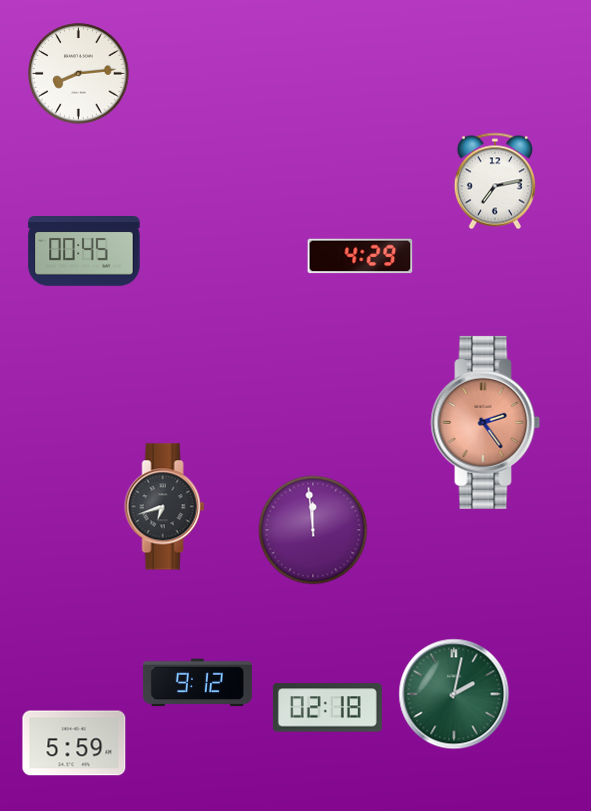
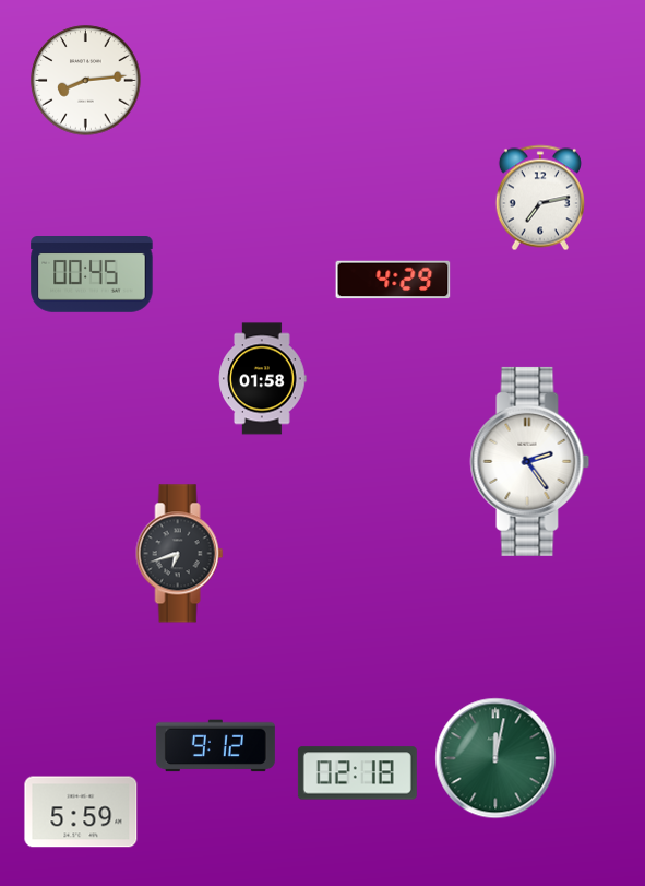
clock at (263, 379): none -> 01:58
clock at (486, 422) dial: salmon -> white
clock at (313, 530): 11:59 -> none
clock at (454, 694): 2:02 -> 12:02
